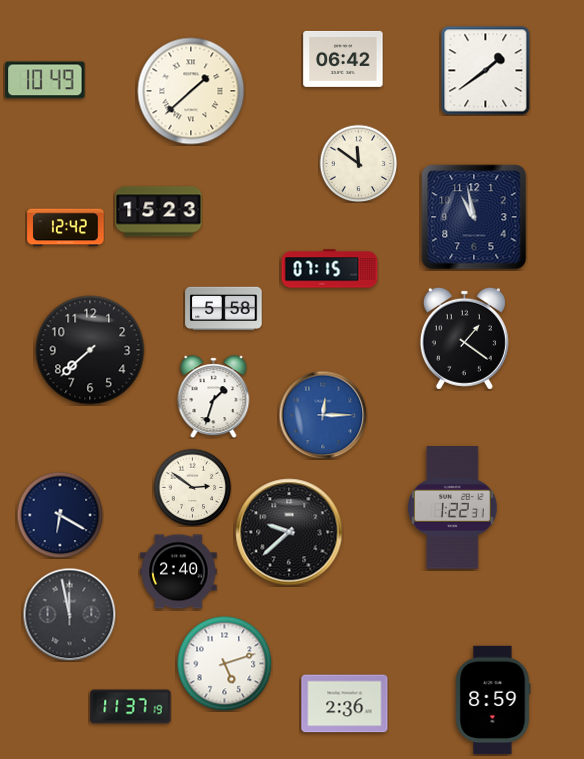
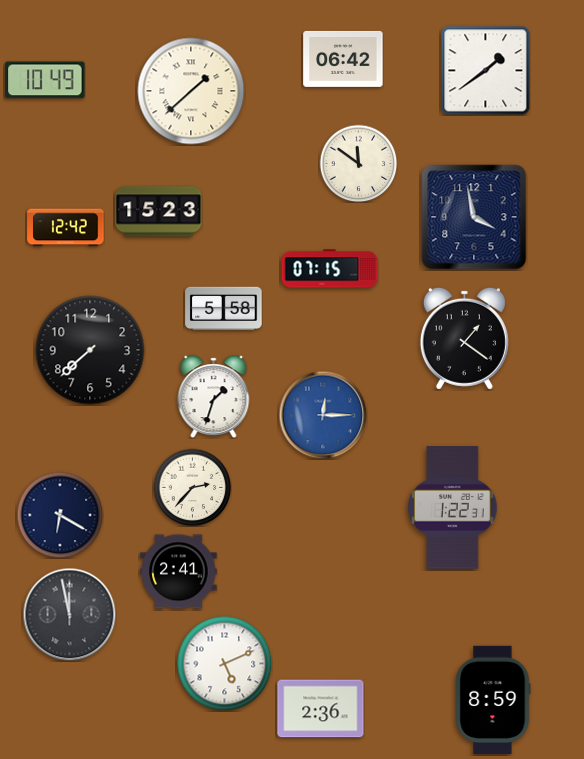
clock at (474, 217): 10:58 -> 3:58
clock at (192, 487): 2:51 -> 2:37
clock at (289, 532): 9:38 -> none
clock at (179, 572): 2:40 -> 2:41
clock at (224, 663): 5:12 -> 5:11
clock at (345, 704) position: (345, 704) -> (321, 709)
clock at (131, 707): 11:37 -> none
